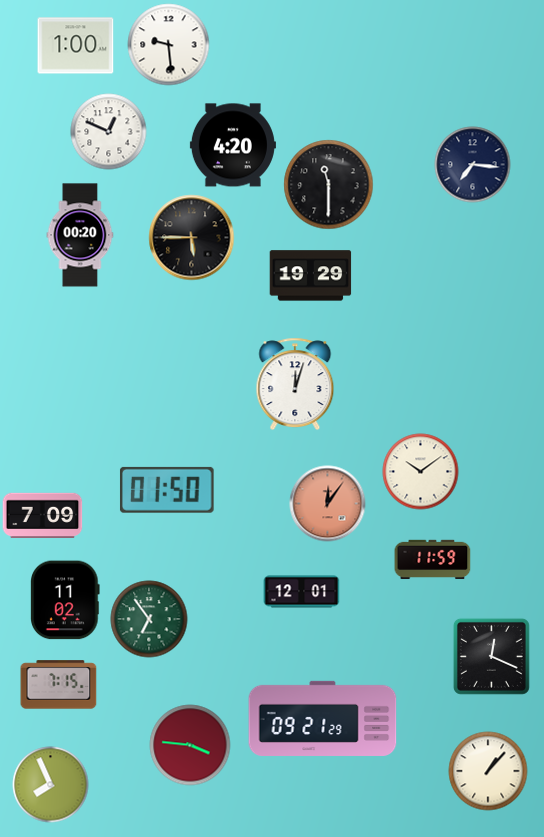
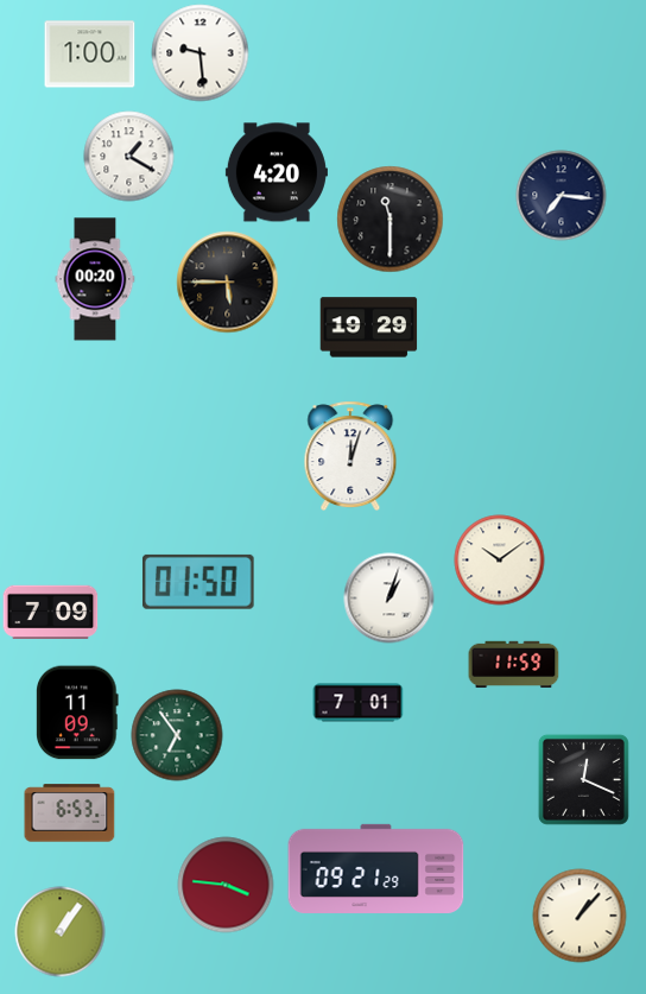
clock at (109, 132): 12:49 -> 1:20
clock at (328, 504): 12:06 -> 1:03
clock at (328, 504) dial: salmon -> white
clock at (302, 592): 12:01 -> 7:01
clock at (66, 600): 11:02 -> 11:09
clock at (59, 685): 7:15 -> 6:53
clock at (323, 718) position: (323, 718) -> (376, 868)
clock at (51, 785): 7:56 -> 1:06
